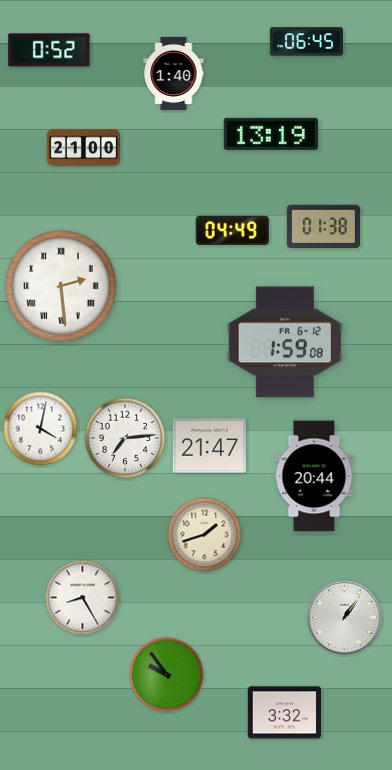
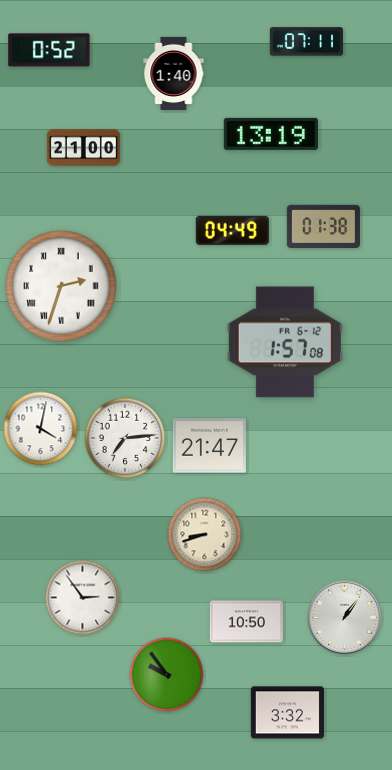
clock at (306, 42): 06:45 -> 07:11
clock at (61, 286): 2:29 -> 2:33
clock at (285, 342): 1:59 -> 1:57
clock at (314, 476): 20:44 -> none
clock at (205, 535): 1:42 -> 8:42
clock at (83, 598): 8:25 -> 2:54
clock at (246, 622): none -> 10:50
clock at (284, 713) position: (284, 713) -> (287, 713)
